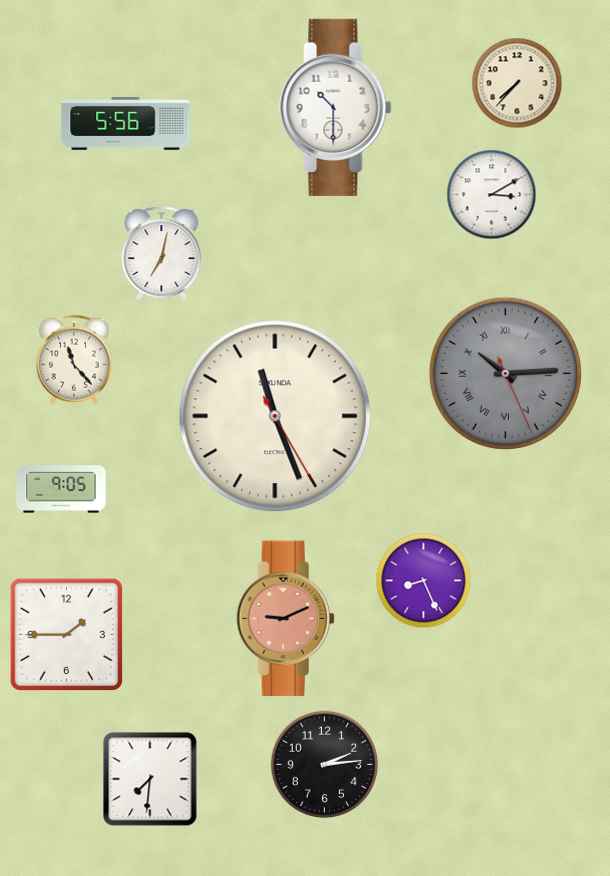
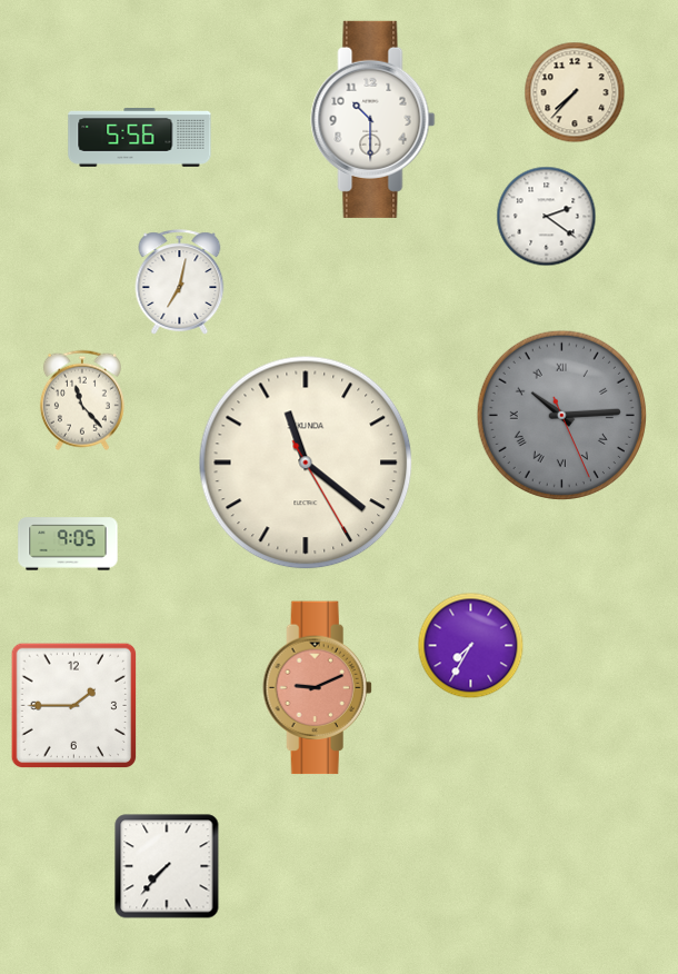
clock at (492, 195): 3:10 -> 2:21
clock at (275, 416): 11:26 -> 11:21
clock at (424, 581): 8:26 -> 7:35
clock at (325, 765): 2:14 -> none
clock at (150, 779): 7:31 -> 7:37
